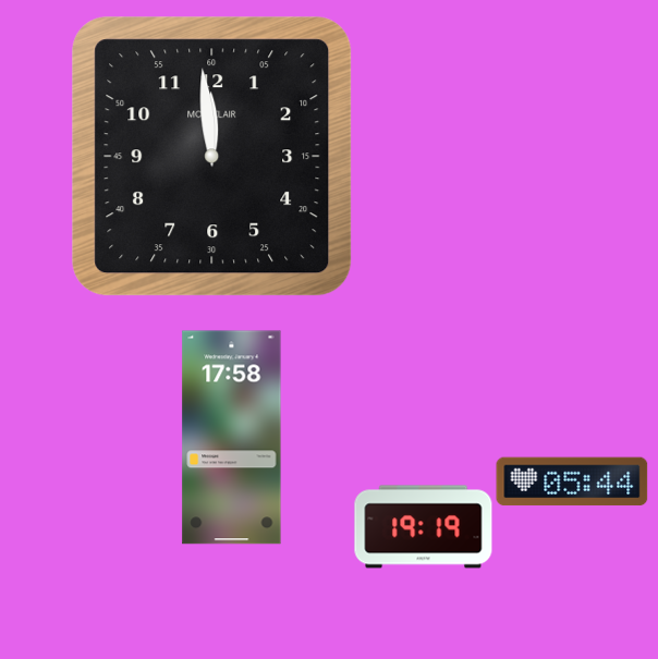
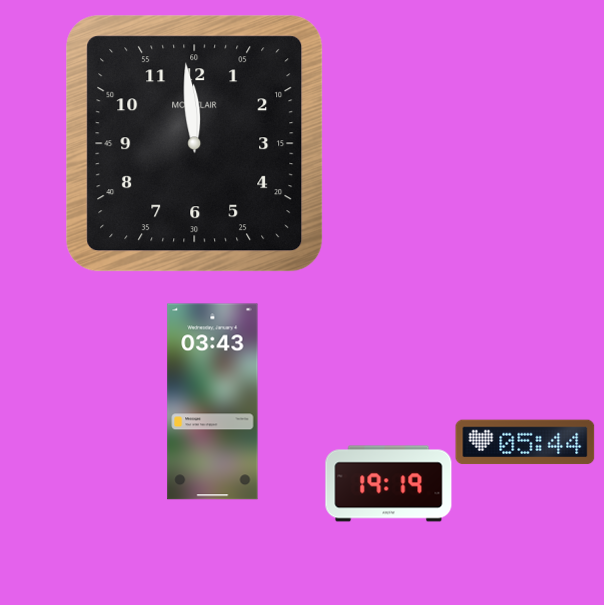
clock at (232, 438): 17:58 -> 03:43
